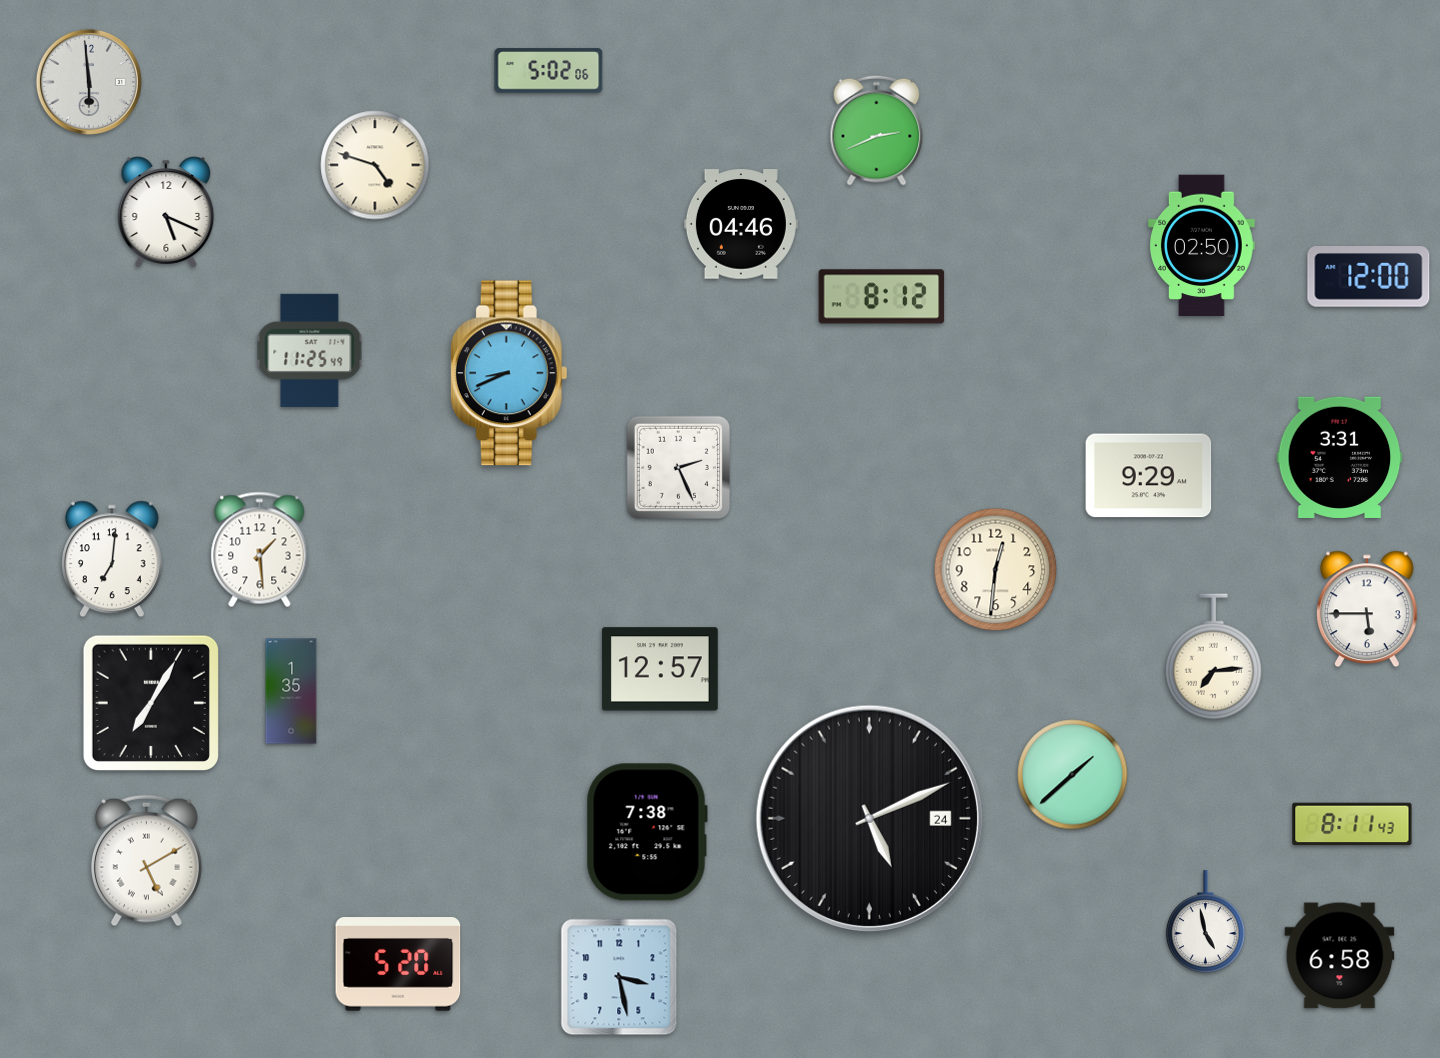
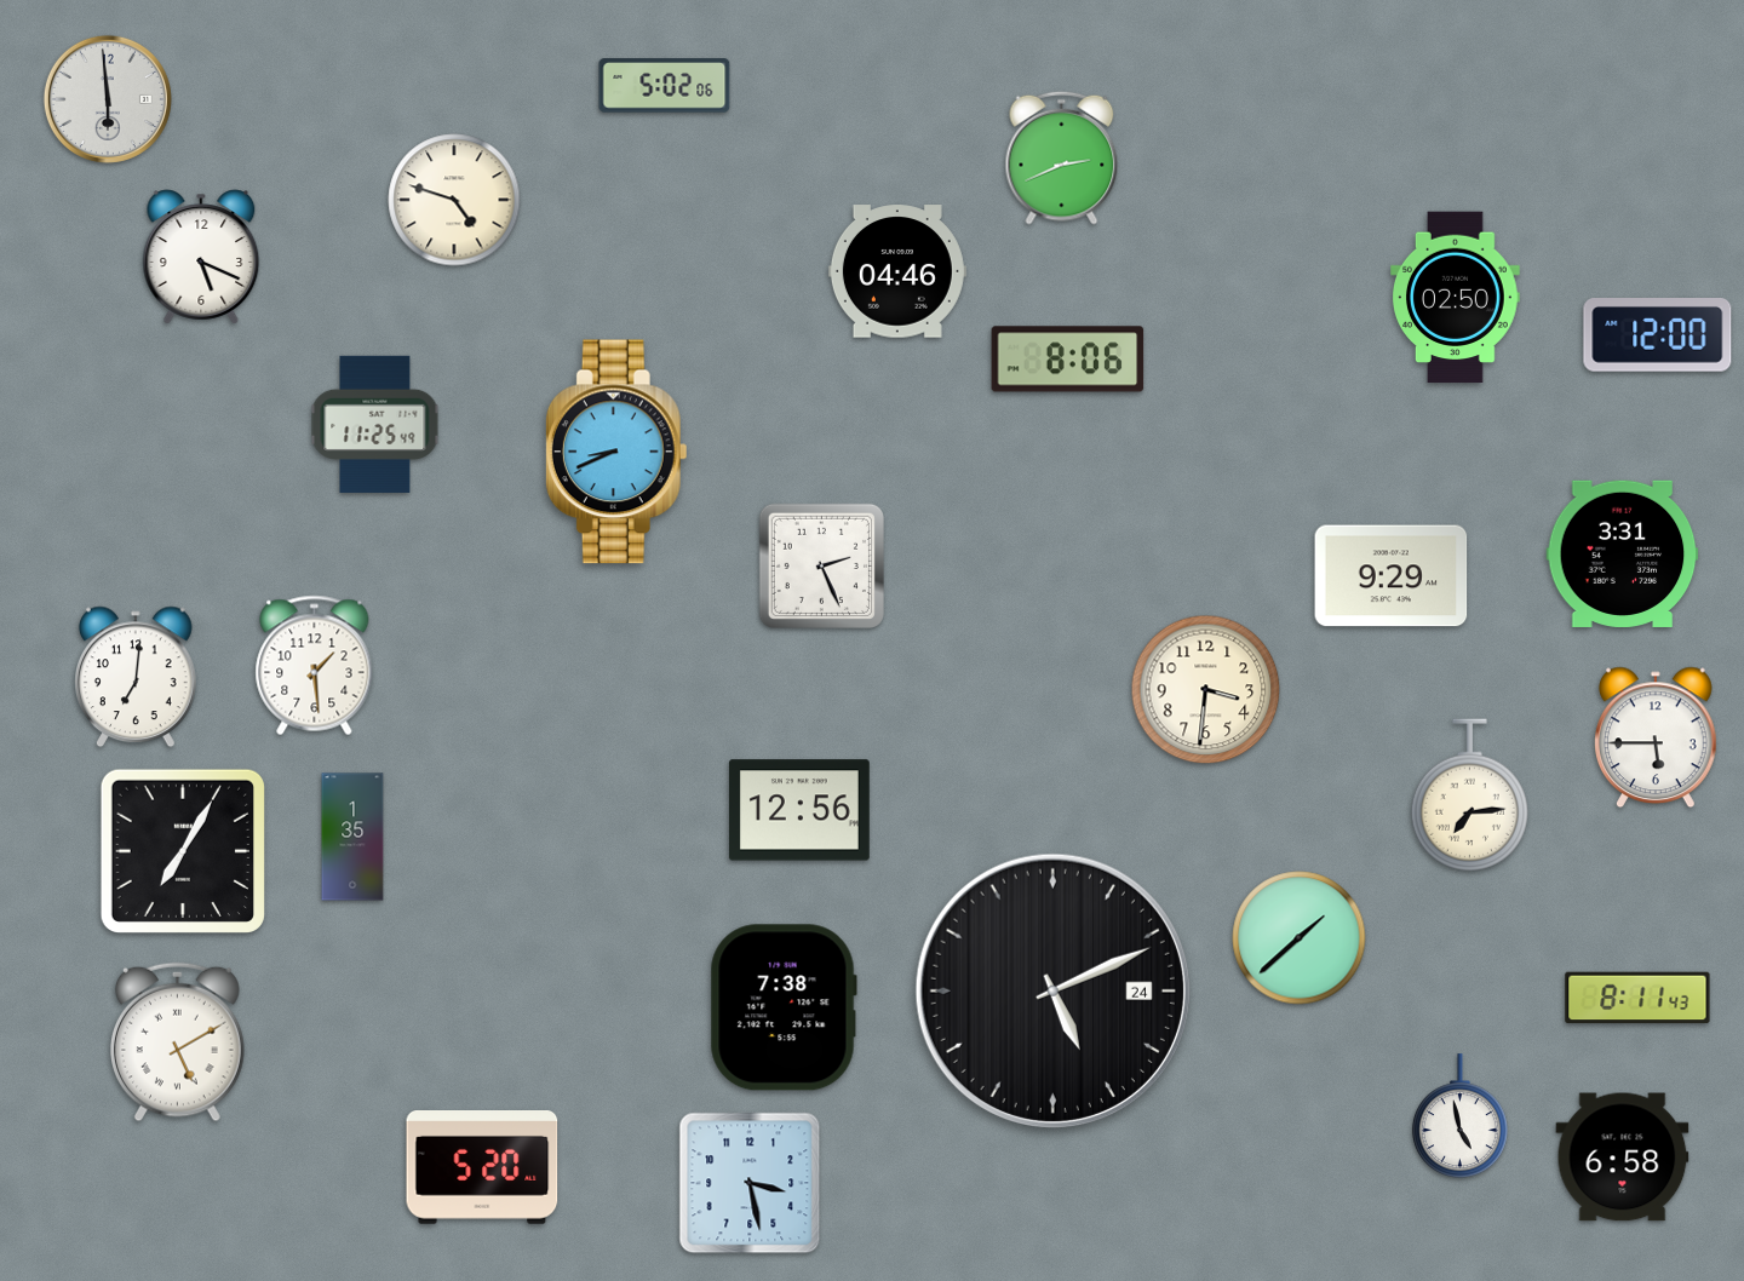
clock at (882, 297): 8:12 -> 8:06
clock at (996, 570): 12:31 -> 3:31
clock at (660, 669): 12:57 -> 12:56
